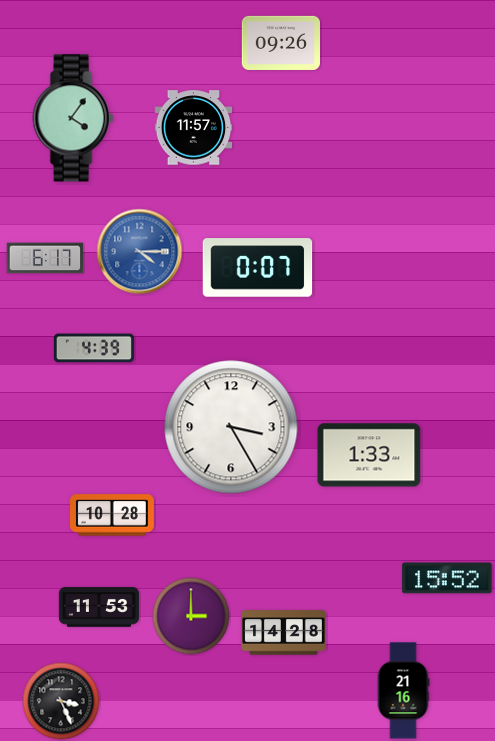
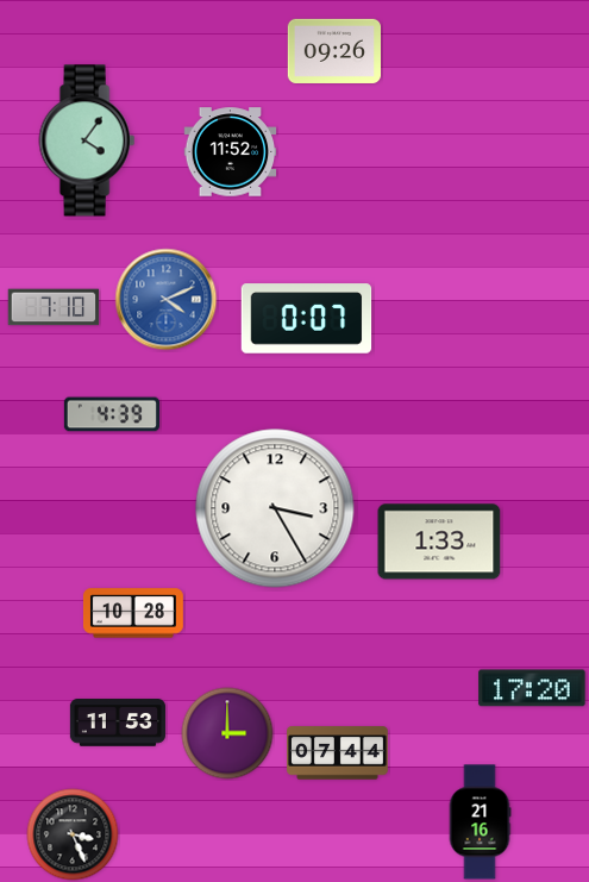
clock at (194, 128): 11:57 -> 11:52
clock at (140, 252): 4:15 -> 4:11
clock at (45, 258): 6:17 -> 7:10
clock at (447, 578): 15:52 -> 17:20
clock at (284, 633): 14:28 -> 07:44
